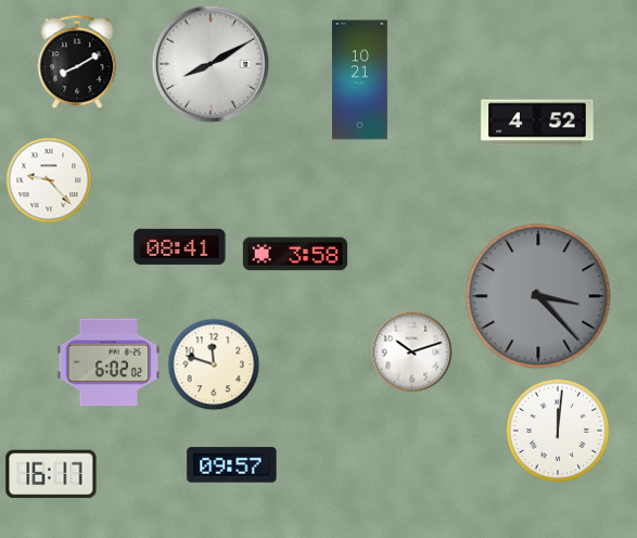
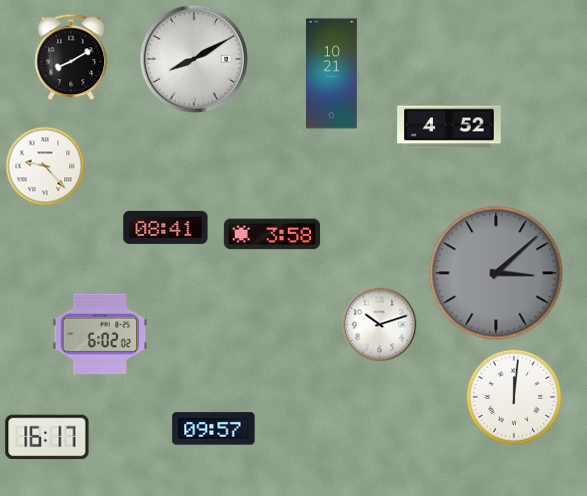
clock at (537, 123) position: (537, 123) -> (449, 127)
clock at (538, 296): 3:23 -> 3:08
clock at (214, 364): 11:48 -> none
